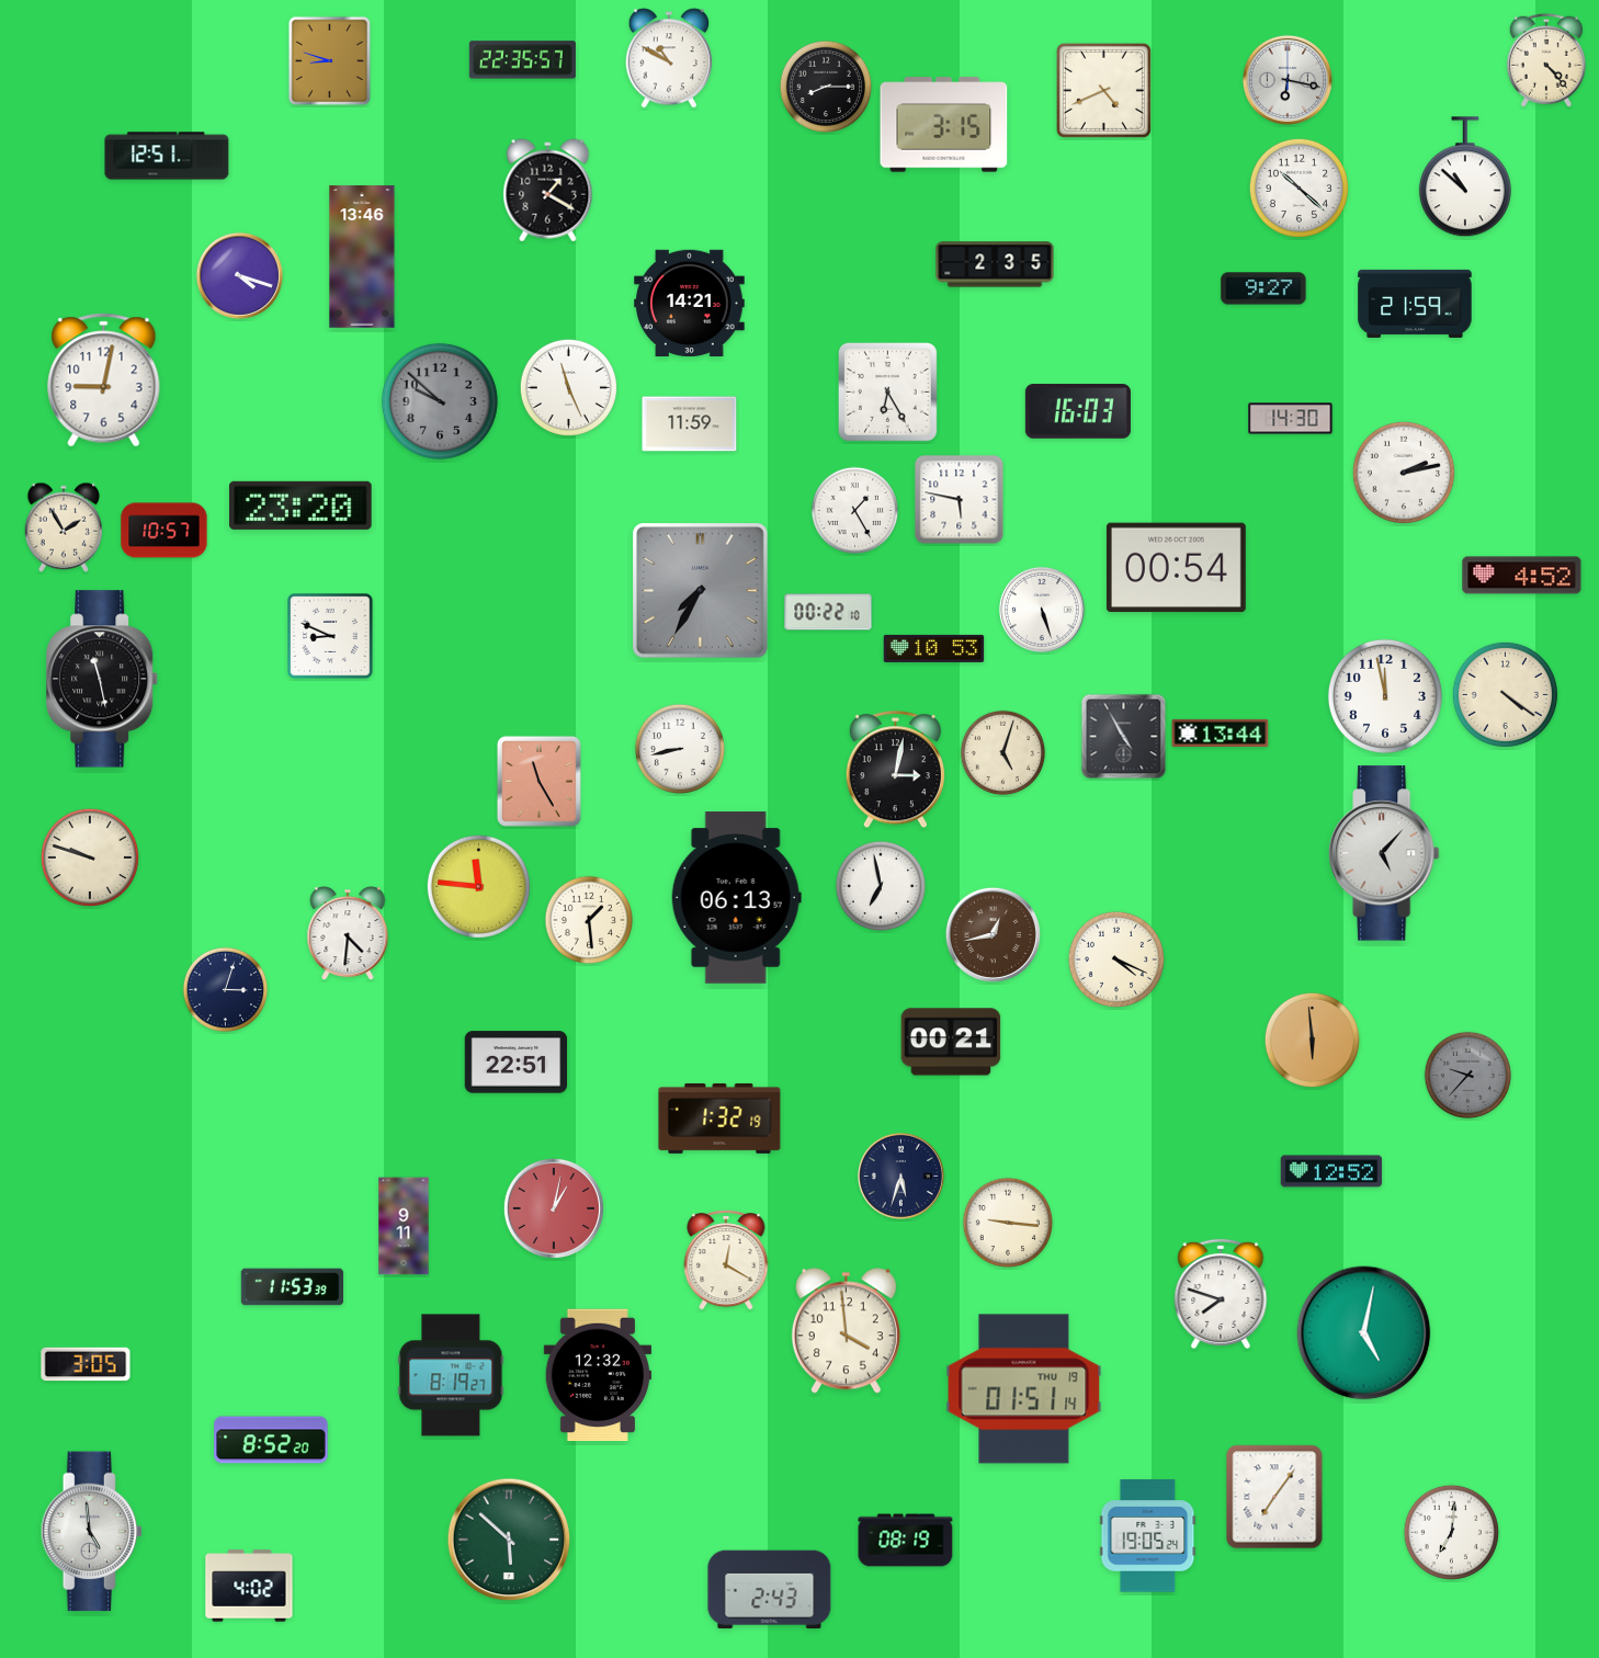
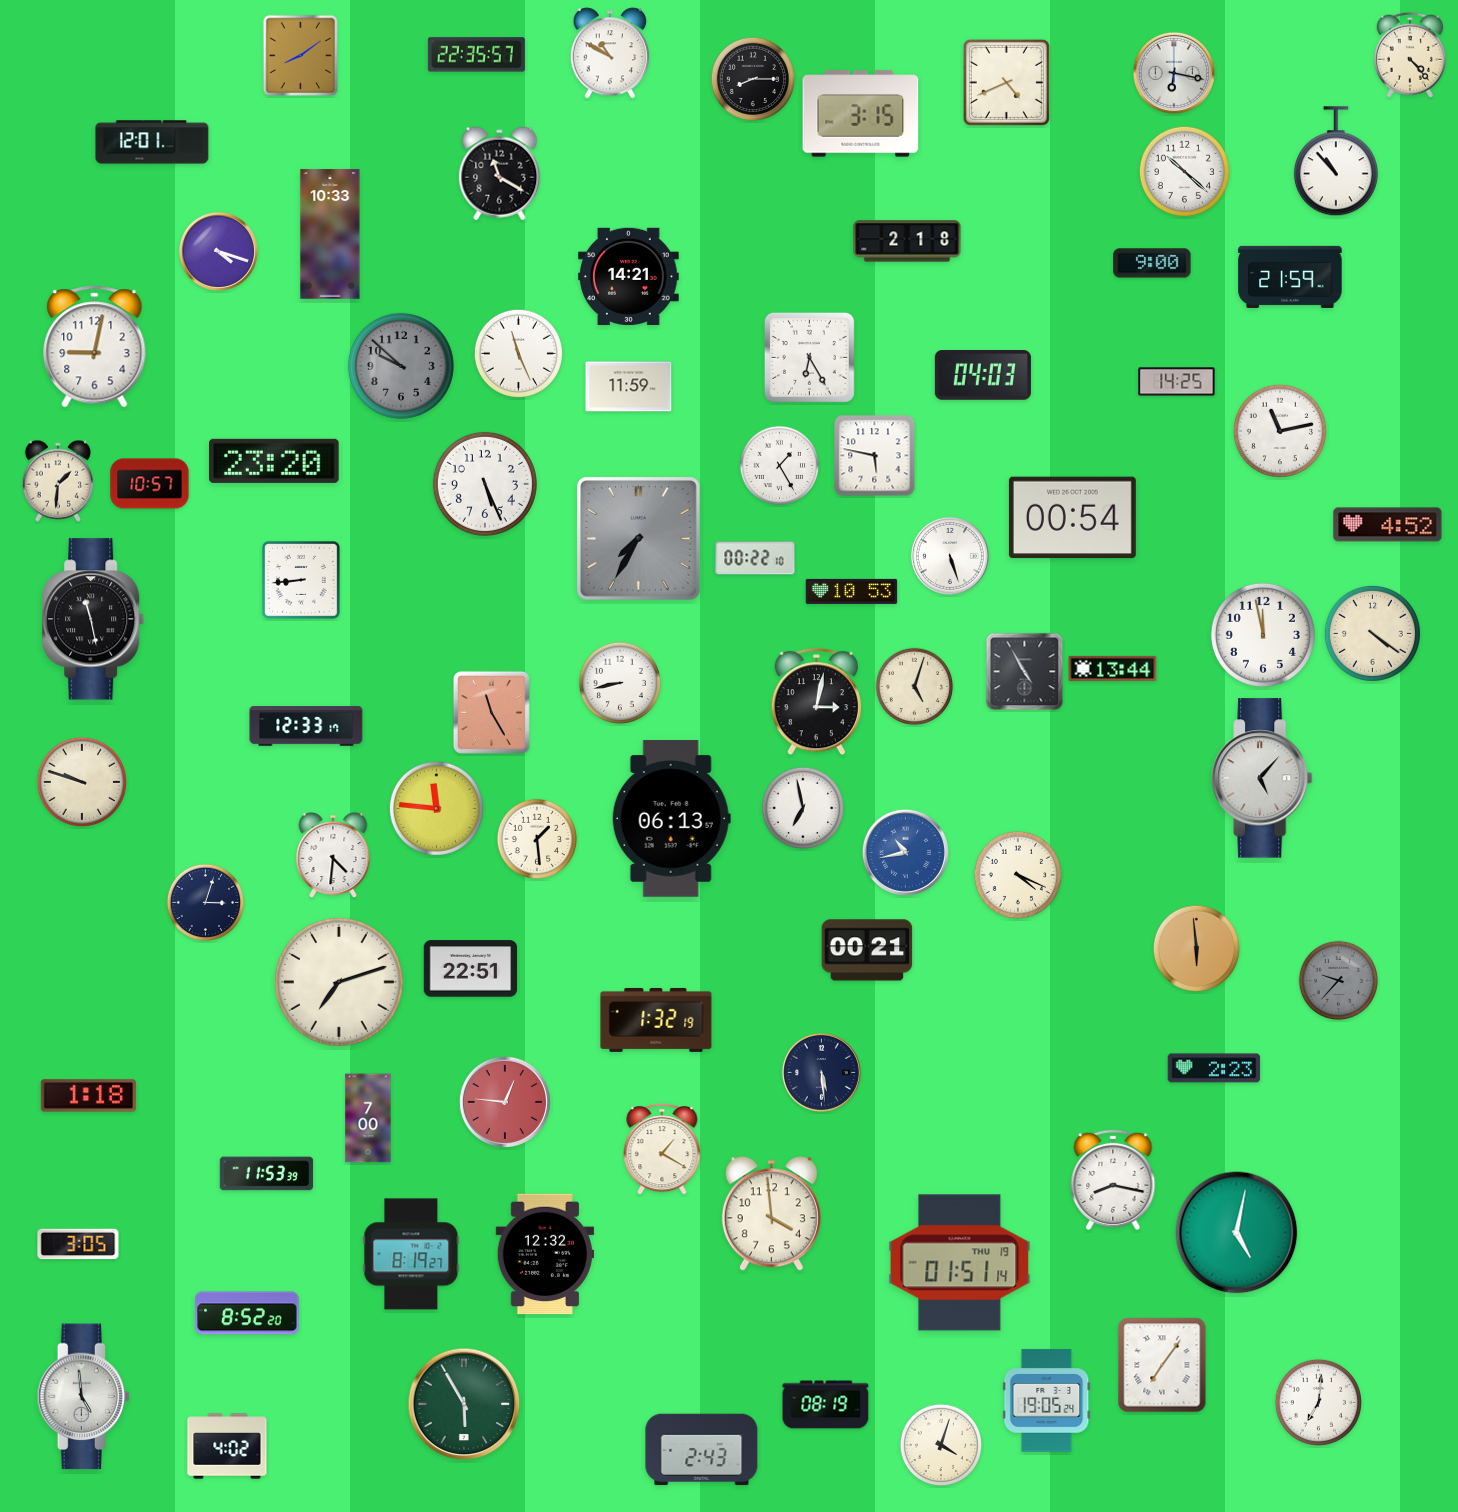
clock at (329, 60): 8:48 -> 8:09
clock at (167, 156): 12:51 -> 12:01
clock at (1465, 178): 10:52 -> 10:53
clock at (548, 191): 1:20 -> 11:20
clock at (362, 257): 13:46 -> 10:33
clock at (995, 264): 2:35 -> 2:18
clock at (1263, 288): 9:27 -> 9:00
clock at (1078, 411): 16:03 -> 04:03
clock at (1291, 419): 14:30 -> 14:25
clock at (1404, 473): 2:13 -> 11:13
clock at (64, 527): 1:55 -> 1:31
clock at (485, 484): none -> 5:26
clock at (331, 637): 8:49 -> 8:44
clock at (306, 726): none -> 12:33
clock at (348, 933) position: (348, 933) -> (333, 855)
clock at (993, 934): 12:43 -> 10:43
clock at (993, 934) dial: brown -> blue
clock at (340, 983): none -> 7:12
clock at (1331, 1171): 12:52 -> 2:23
clock at (900, 1176): 5:33 -> 5:29
clock at (88, 1096): none -> 1:18
clock at (554, 1208): 1:02 -> 12:46
clock at (1007, 1222): 9:16 -> none
clock at (404, 1226): 9:11 -> 7:00
clock at (726, 1260): 12:20 -> 1:20
clock at (1221, 1294): 7:48 -> 8:17
clock at (1364, 1333) position: (1364, 1333) -> (1237, 1233)
clock at (1024, 1389) position: (1024, 1389) -> (960, 1263)
clock at (1451, 1532) position: (1451, 1532) -> (1318, 1402)
clock at (509, 1540): 5:52 -> 5:55
clock at (940, 1444): none -> 4:03
